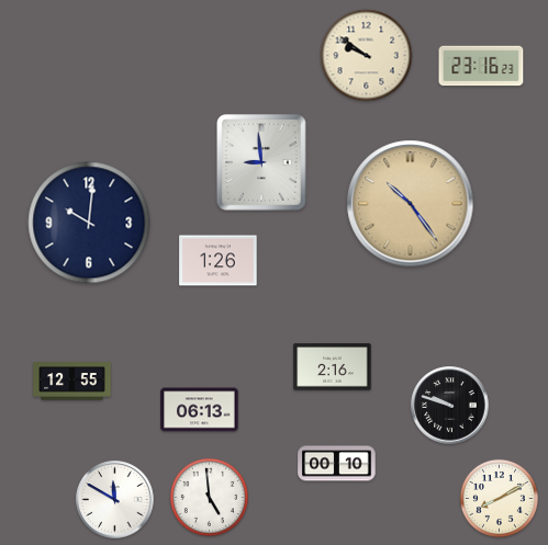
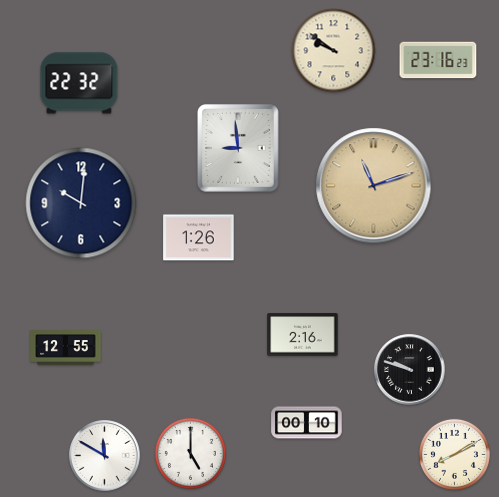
clock at (79, 83): none -> 22:32
clock at (411, 204): 10:24 -> 11:12
clock at (200, 410): 06:13 -> none
clock at (209, 497): 4:59 -> 5:00
